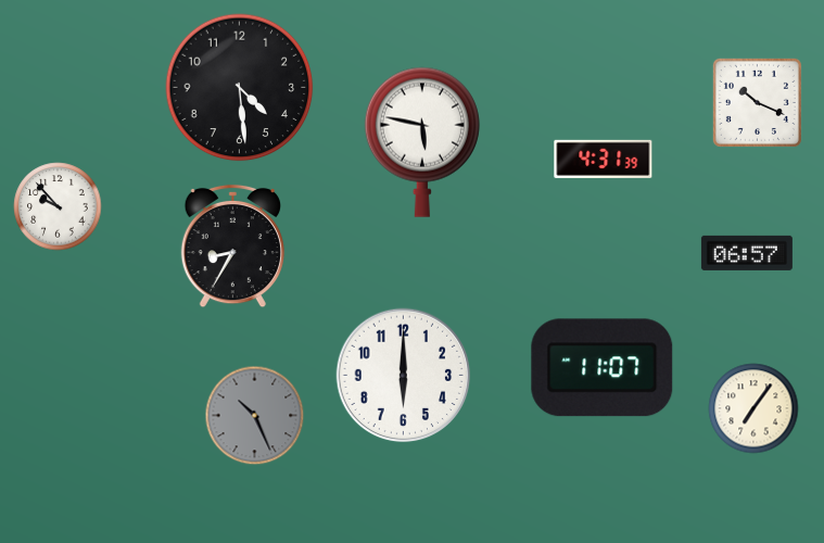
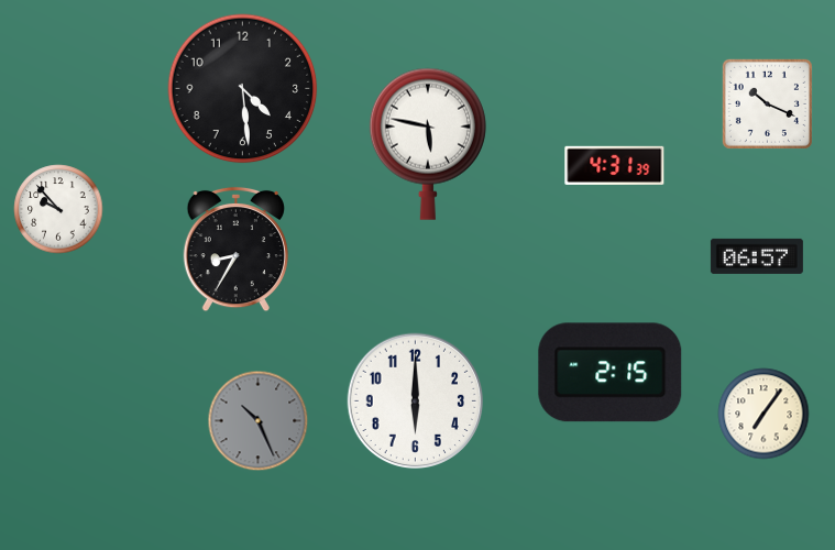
clock at (604, 159) position: (604, 159) -> (615, 165)
clock at (603, 368): 11:07 -> 2:15
clock at (404, 376) position: (404, 376) -> (416, 402)
